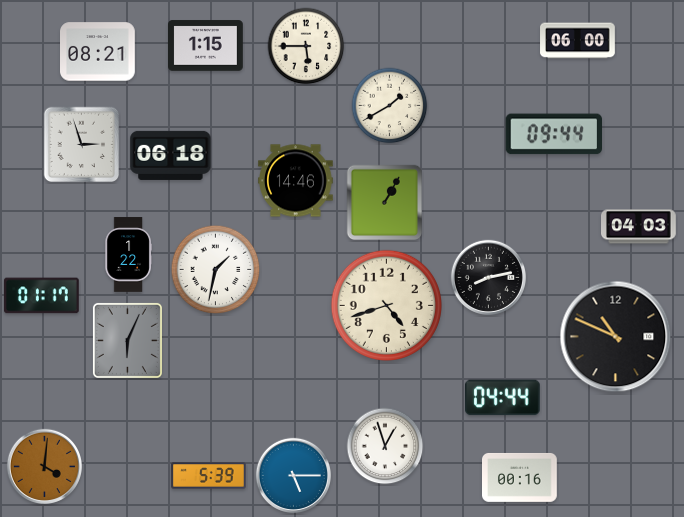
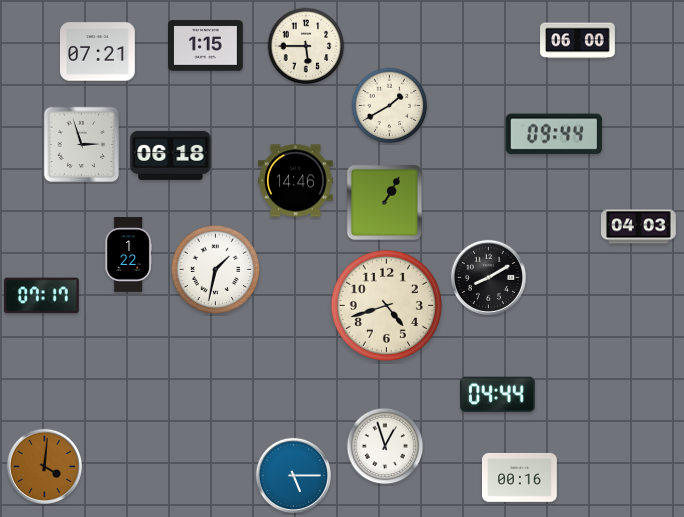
clock at (98, 52): 08:21 -> 07:21
clock at (488, 277): 8:13 -> 8:10
clock at (42, 296): 01:17 -> 07:17
clock at (616, 337): 10:49 -> none
clock at (127, 340): 6:04 -> none
clock at (503, 398) position: (503, 398) -> (498, 395)
clock at (209, 476): 5:39 -> none
